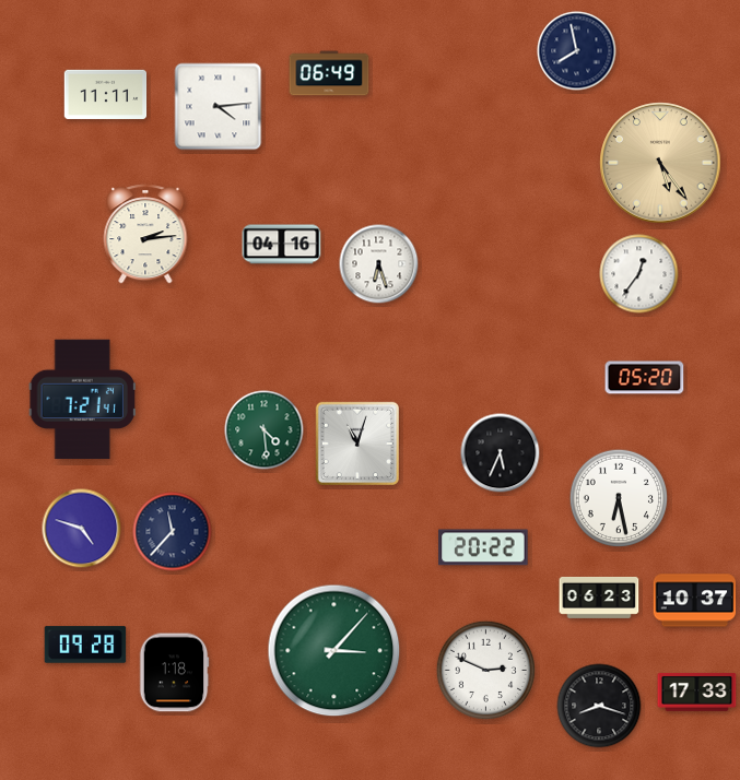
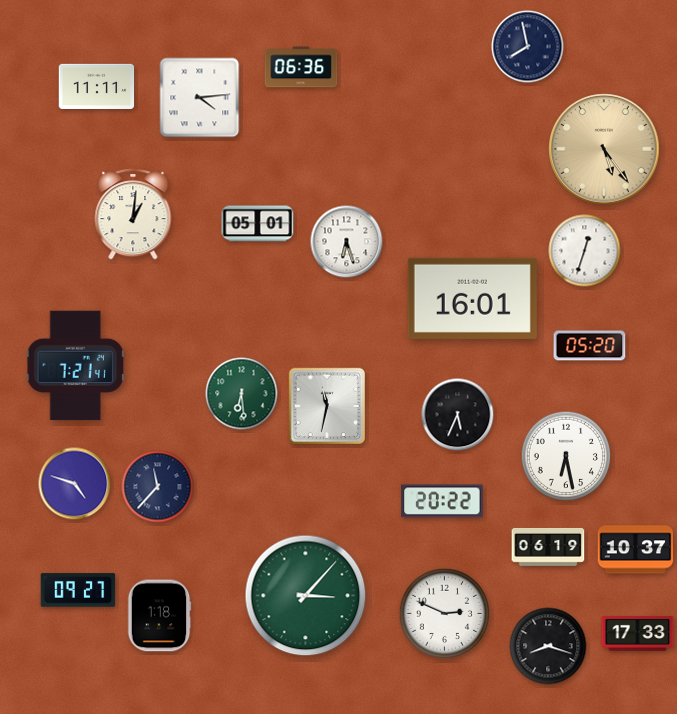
clock at (329, 73): 06:49 -> 06:36
clock at (145, 234): 2:14 -> 1:01
clock at (282, 245): 04:16 -> 05:01
clock at (639, 274): 12:36 -> 12:33
clock at (472, 298): none -> 16:01
clock at (265, 430): 4:29 -> 6:29
clock at (356, 442): 11:03 -> 11:32
clock at (599, 598): 06:23 -> 06:19
clock at (85, 645): 09:28 -> 09:27
